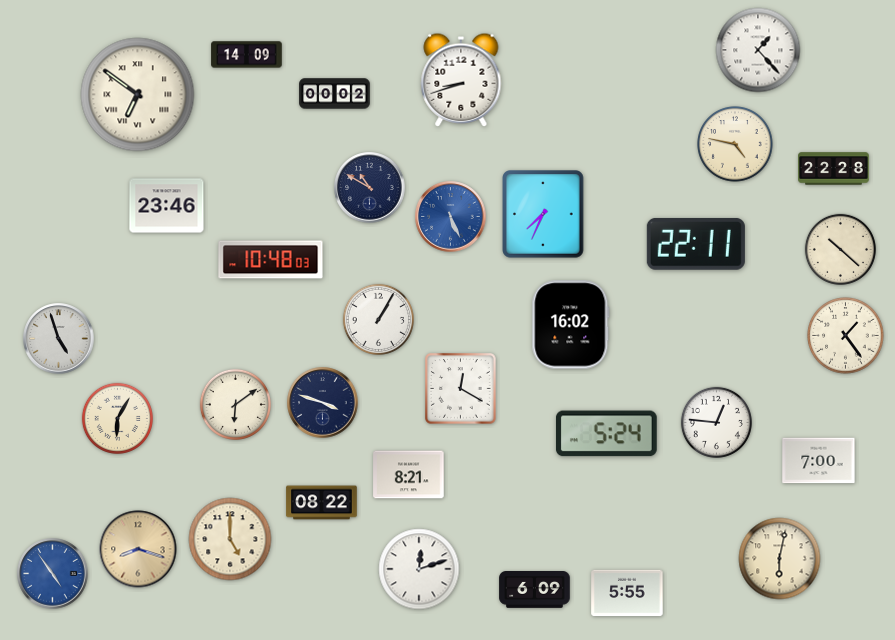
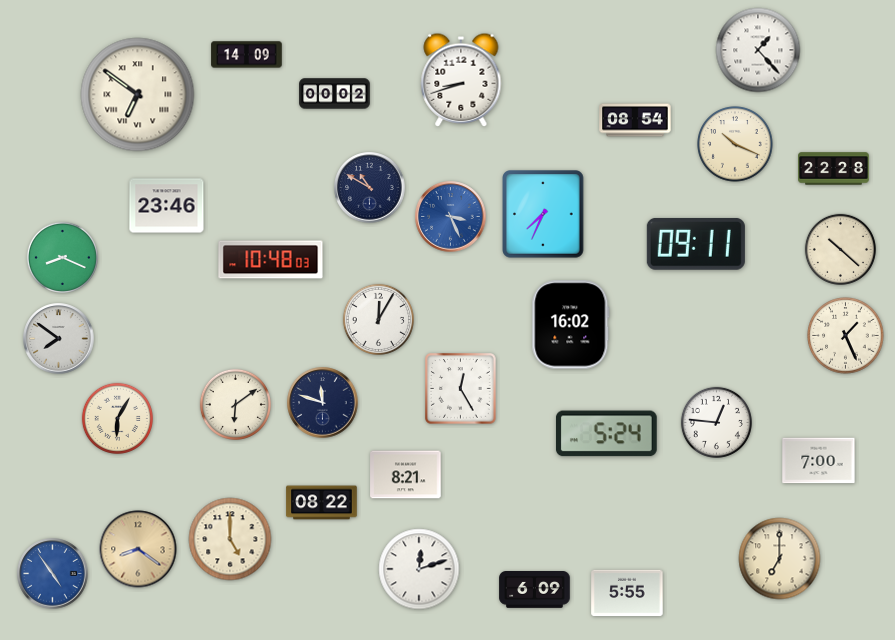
clock at (635, 120): none -> 08:54
clock at (735, 144): 4:47 -> 10:19
clock at (451, 217): 5:26 -> 3:26
clock at (696, 244): 22:11 -> 09:11
clock at (62, 257): none -> 8:19
clock at (378, 319): 1:05 -> 12:05
clock at (846, 336): 1:24 -> 1:26
clock at (59, 339): 4:57 -> 7:51
clock at (461, 389): 12:20 -> 12:25
clock at (323, 403): 3:48 -> 11:48
clock at (409, 475) position: (409, 475) -> (406, 475)
clock at (138, 549): 8:18 -> 8:21
clock at (780, 559): 6:02 -> 7:00
